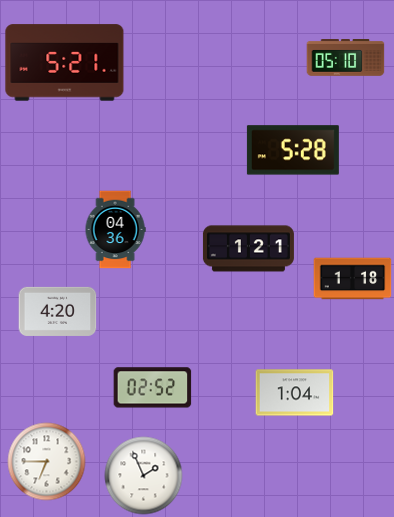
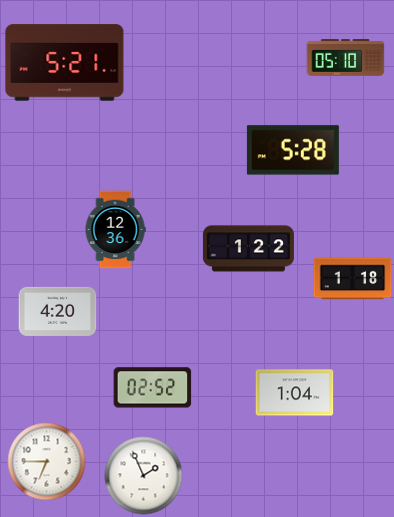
clock at (115, 229): 04:36 -> 12:36
clock at (248, 249): 1:21 -> 1:22
